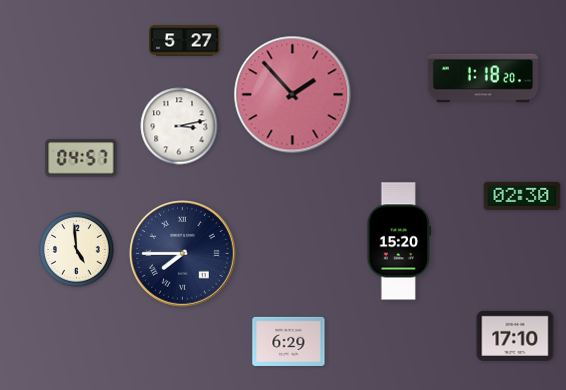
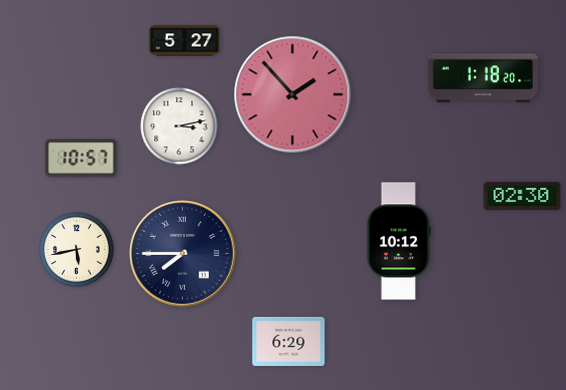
clock at (81, 158): 04:57 -> 10:57
clock at (399, 241): 15:20 -> 10:12
clock at (77, 250): 4:59 -> 5:43
clock at (515, 336): 17:10 -> none
